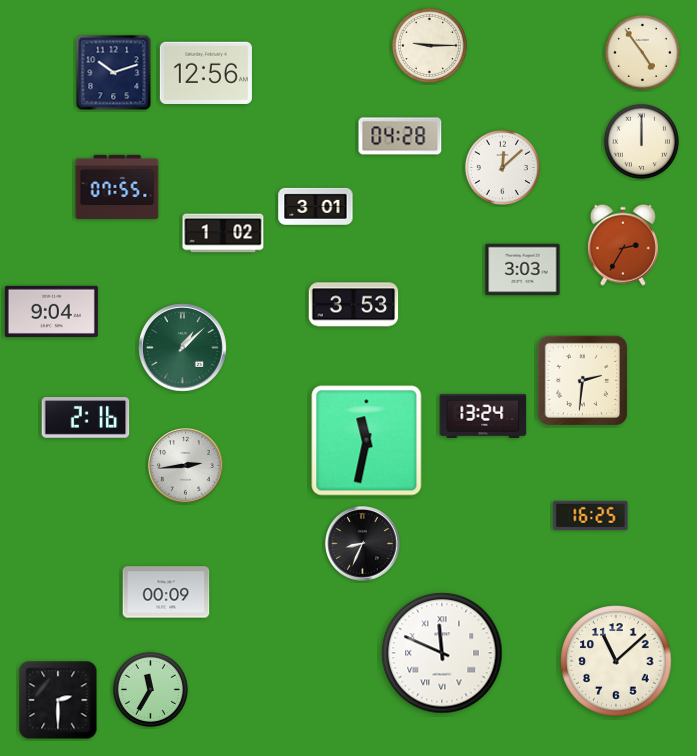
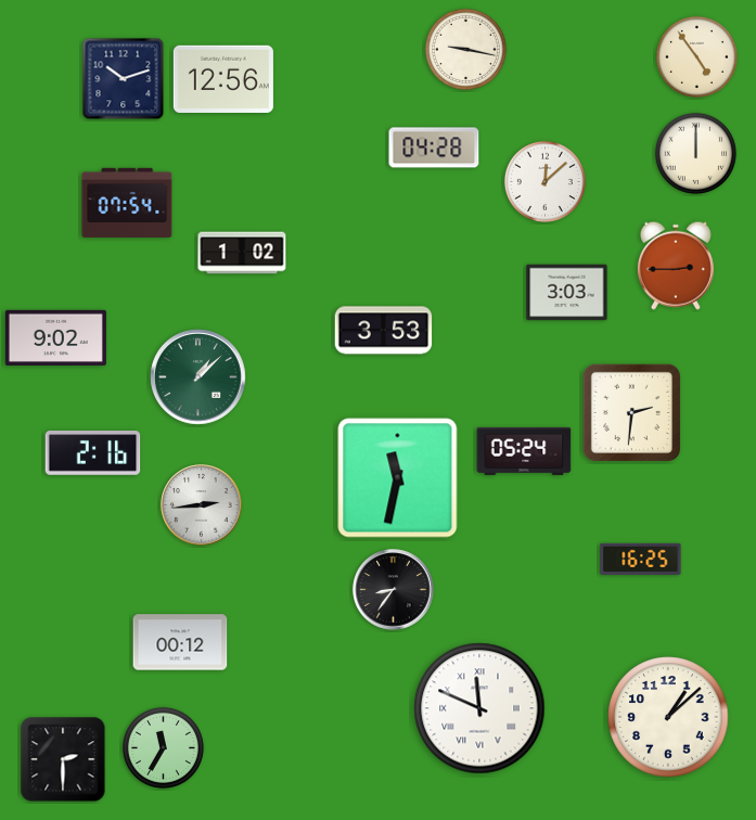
clock at (429, 45): 9:15 -> 9:17
clock at (117, 187): 07:55 -> 07:54
clock at (316, 206): 3:01 -> none
clock at (623, 245): 2:35 -> 2:45
clock at (51, 311): 9:04 -> 9:02
clock at (483, 416): 13:24 -> 05:24
clock at (363, 544): 8:34 -> 8:36
clock at (166, 592): 00:09 -> 00:12
clock at (616, 661): 11:08 -> 1:08
